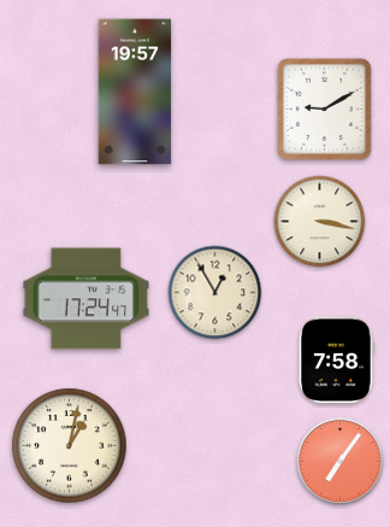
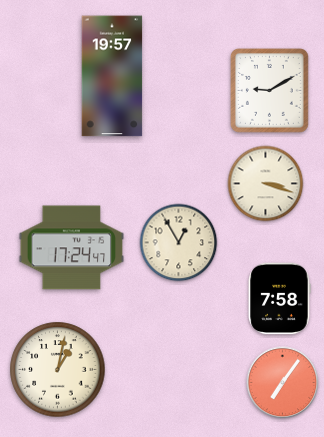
clock at (320, 222): 3:17 -> 3:18
